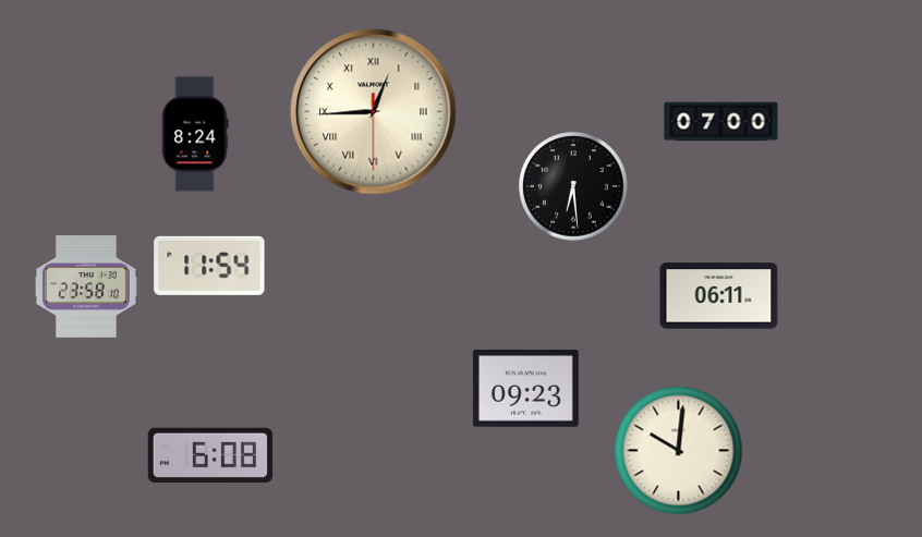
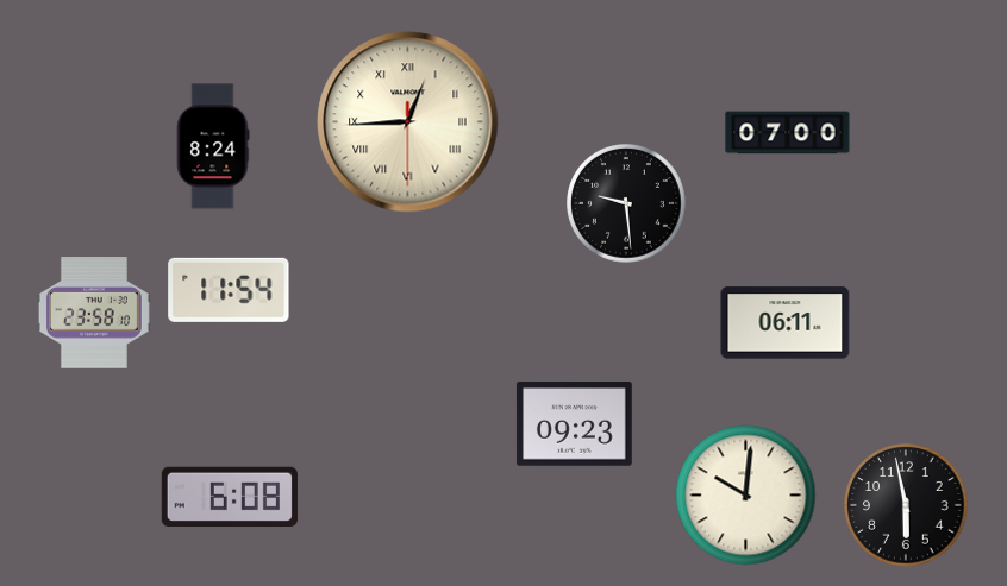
clock at (574, 187): 6:29 -> 9:29
clock at (679, 451) position: (679, 451) -> (746, 496)
clock at (906, 505): none -> 5:58
